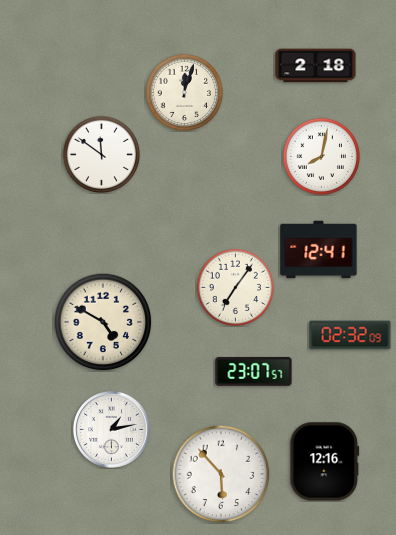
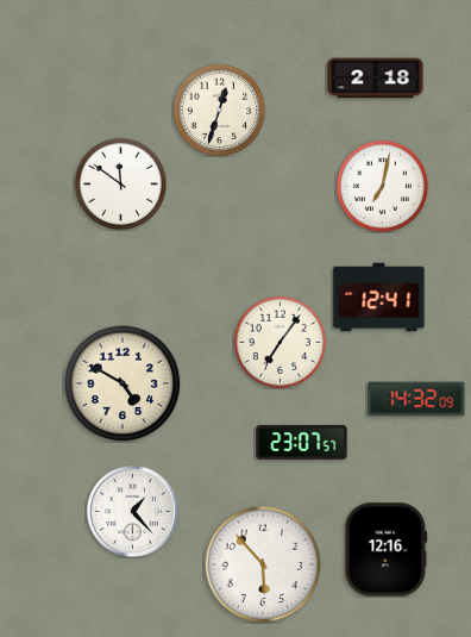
clock at (184, 92): 12:03 -> 12:33
clock at (321, 156): 8:02 -> 7:02
clock at (350, 335): 02:32 -> 14:32
clock at (112, 430): 1:13 -> 1:23
